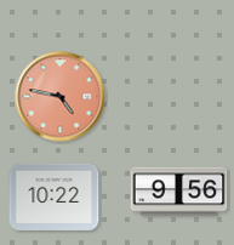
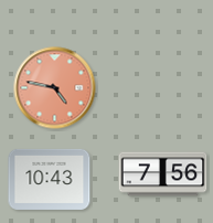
clock at (179, 192): 9:56 -> 7:56
clock at (55, 196): 10:22 -> 10:43
